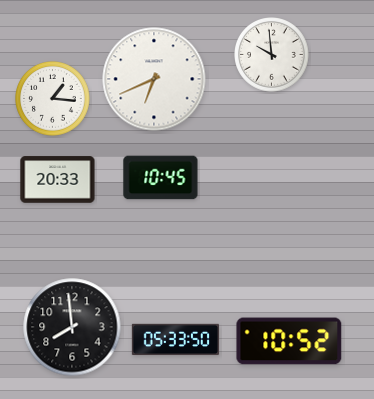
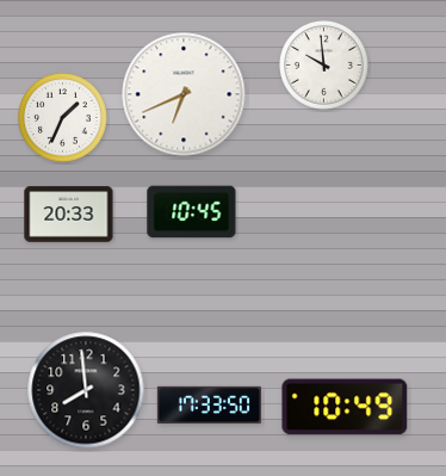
clock at (53, 99): 1:16 -> 1:34
clock at (176, 340): 05:33 -> 17:33
clock at (289, 341): 10:52 -> 10:49
